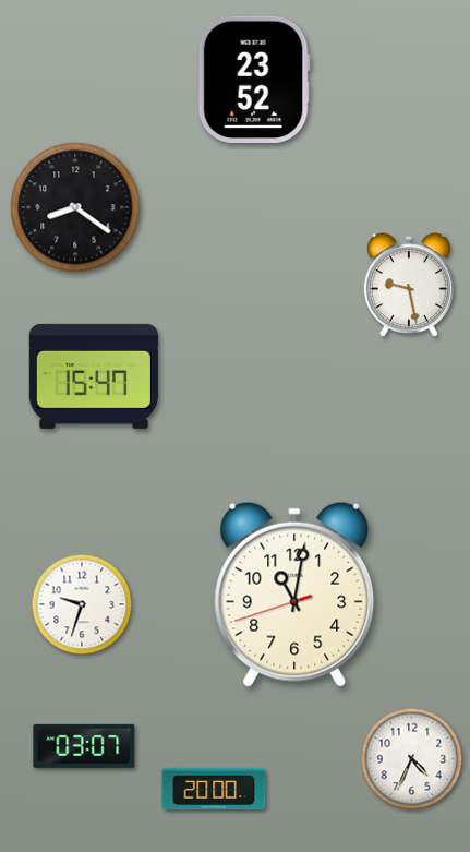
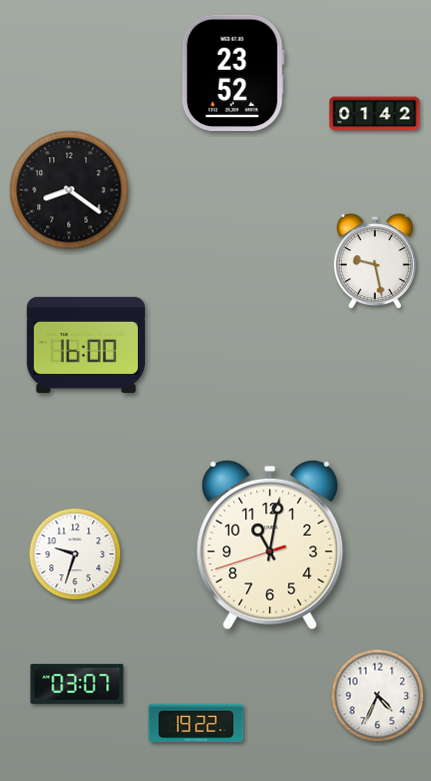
clock at (375, 114): none -> 01:42
clock at (94, 376): 15:47 -> 16:00
clock at (214, 789): 20:00 -> 19:22
